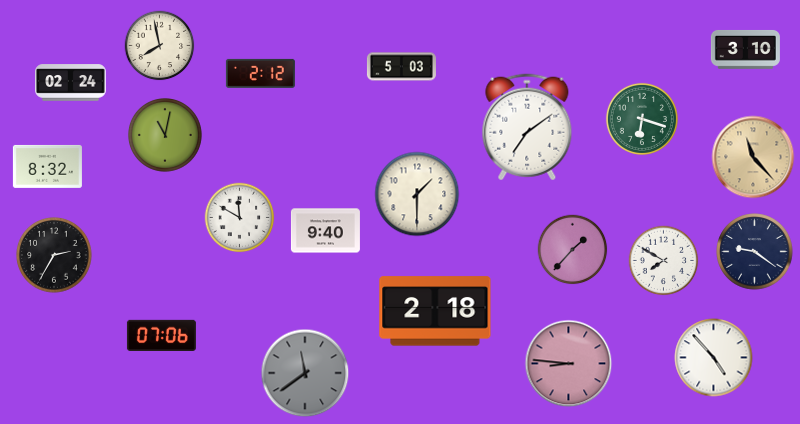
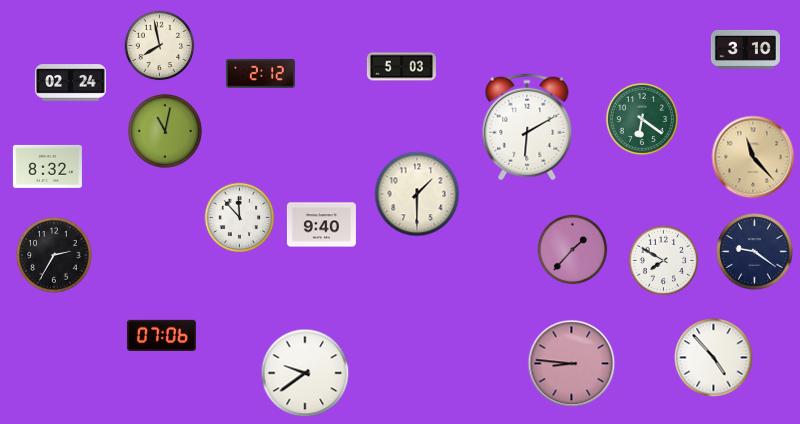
clock at (642, 119): 6:18 -> 6:21
clock at (527, 127): 7:09 -> 6:10
clock at (166, 136) position: (166, 136) -> (166, 132)
clock at (240, 218): 11:50 -> 11:53
clock at (325, 231) position: (325, 231) -> (321, 225)
clock at (435, 311): 2:18 -> none
clock at (569, 364) position: (569, 364) -> (572, 364)
clock at (305, 373): 11:39 -> 9:39
clock at (305, 373) dial: grey -> white
